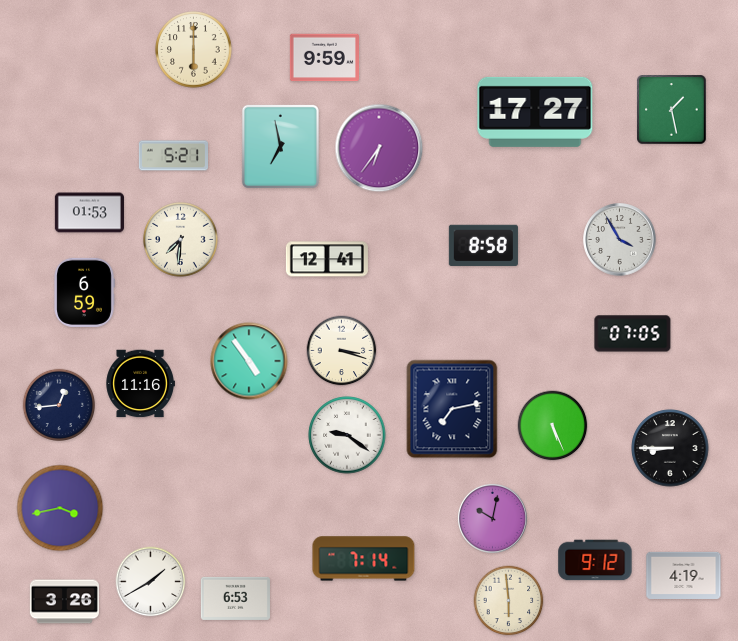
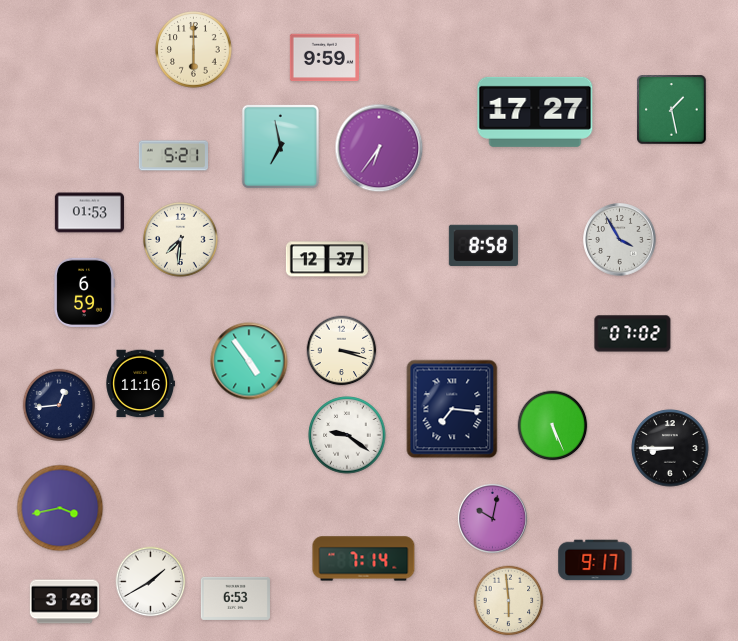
clock at (327, 259): 12:41 -> 12:37
clock at (633, 334): 07:05 -> 07:02
clock at (452, 409): 7:13 -> 7:16
clock at (595, 560): 9:12 -> 9:17
clock at (684, 575): 4:19 -> none
